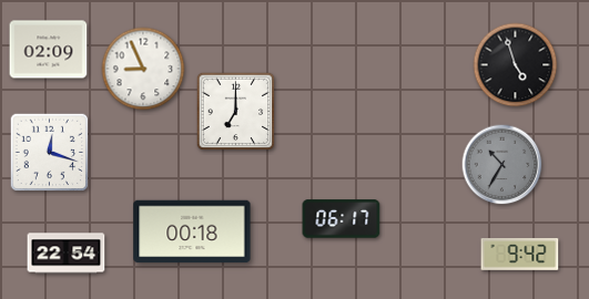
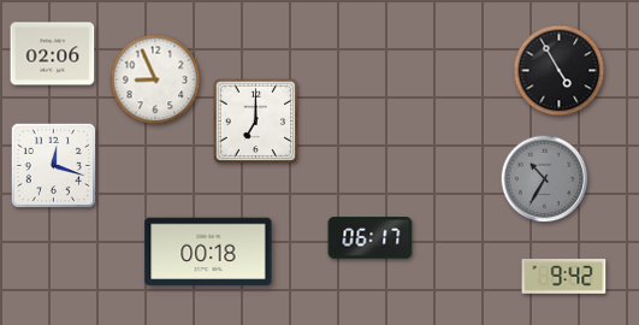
clock at (49, 50): 02:09 -> 02:06
clock at (516, 65): 4:57 -> 4:55
clock at (143, 69) position: (143, 69) -> (155, 79)
clock at (67, 254): 22:54 -> none
